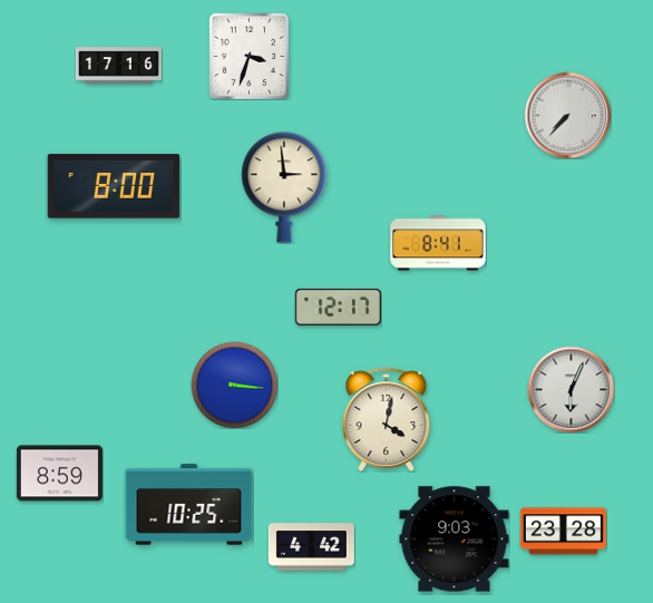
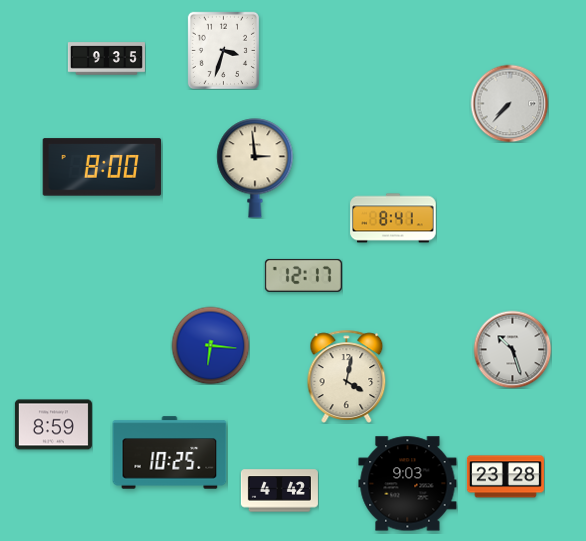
clock at (118, 66): 17:16 -> 9:35
clock at (234, 385): 3:16 -> 6:16
clock at (571, 389): 6:04 -> 10:27
